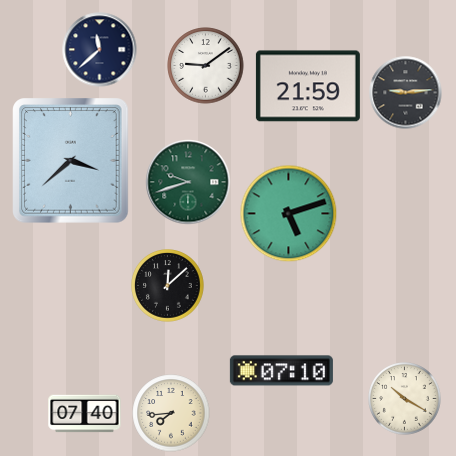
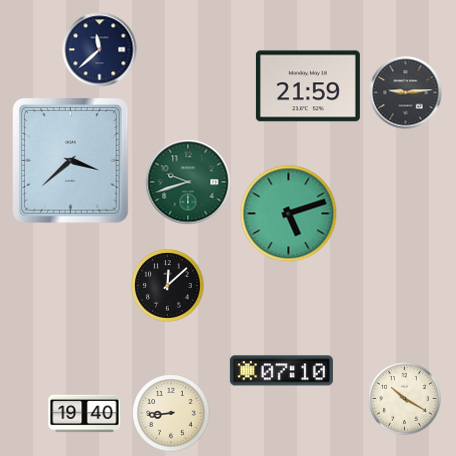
clock at (206, 66): 9:09 -> none
clock at (171, 413): 7:44 -> 8:44
clock at (85, 414): 07:40 -> 19:40
